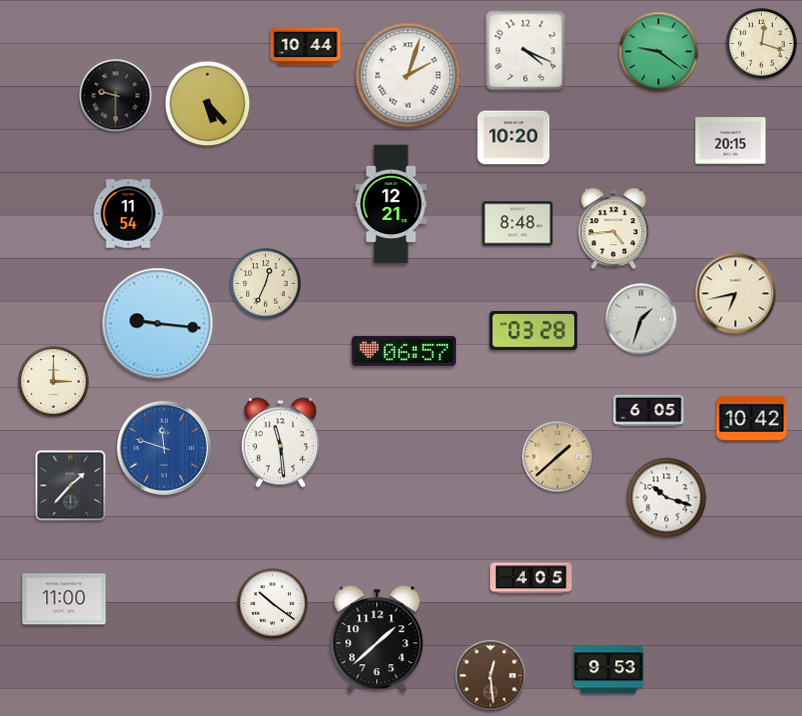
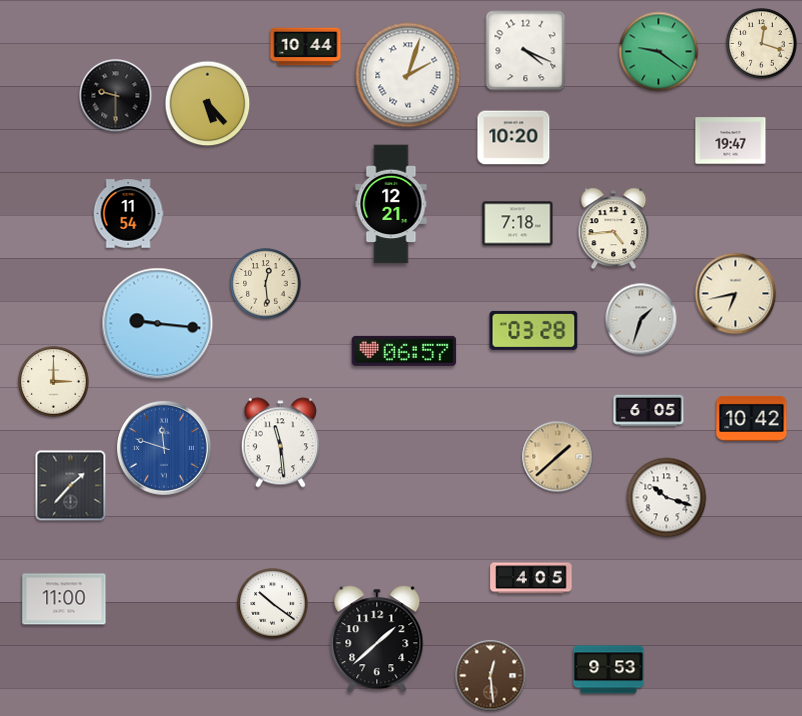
clock at (731, 141): 20:15 -> 19:47
clock at (518, 224): 8:48 -> 7:18
clock at (266, 284): 12:34 -> 12:29
